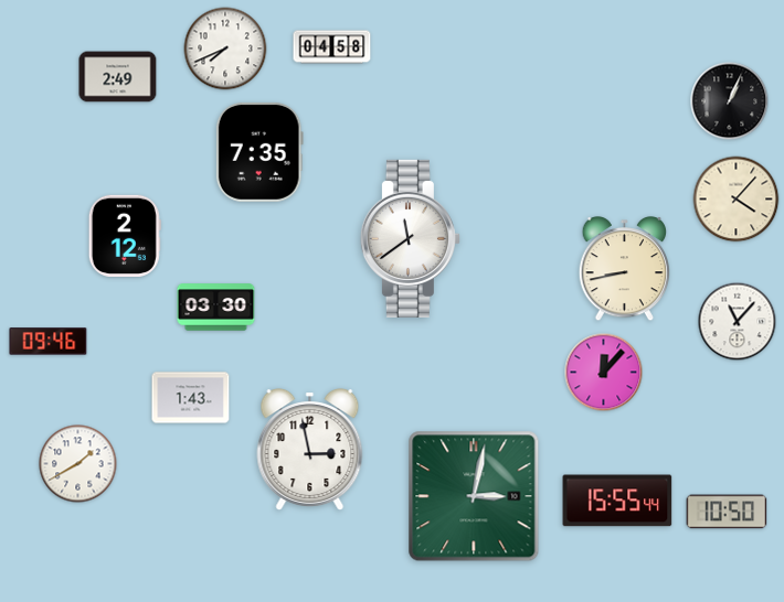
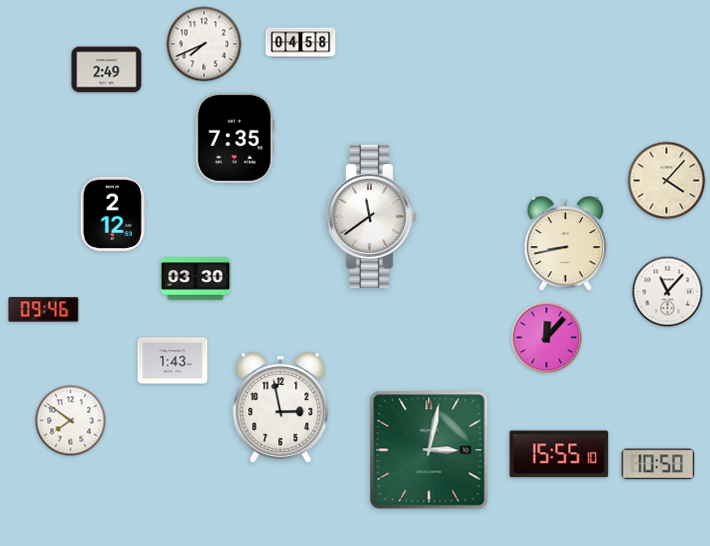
clock at (730, 101): 1:04 -> none
clock at (78, 464): 1:40 -> 7:51
clock at (617, 501): 15:55:44 -> 15:55:10
